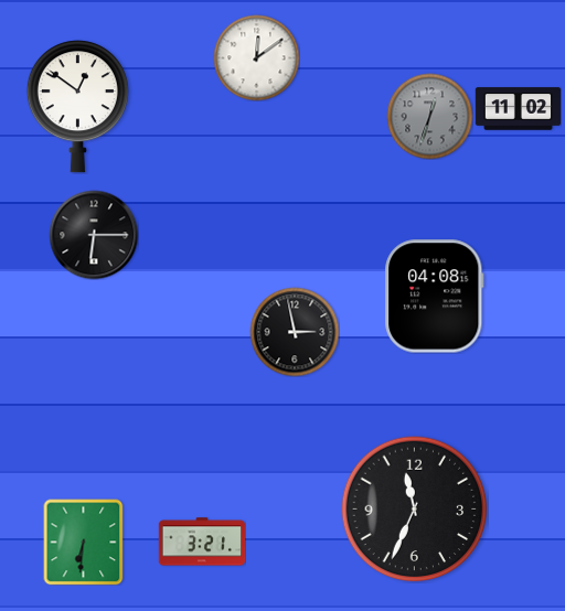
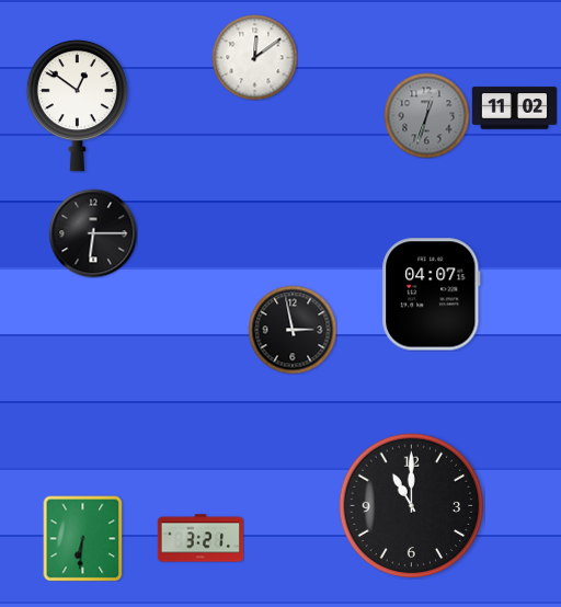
clock at (435, 297): 04:08 -> 04:07
clock at (415, 510): 11:34 -> 11:00
